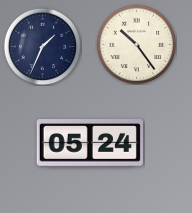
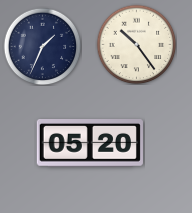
clock at (89, 144): 05:24 -> 05:20
